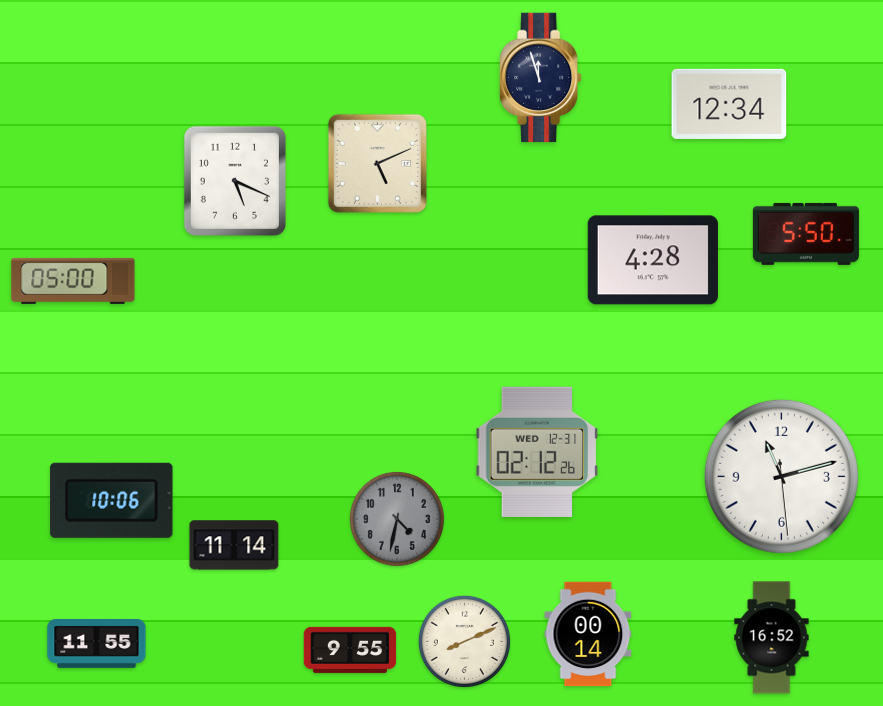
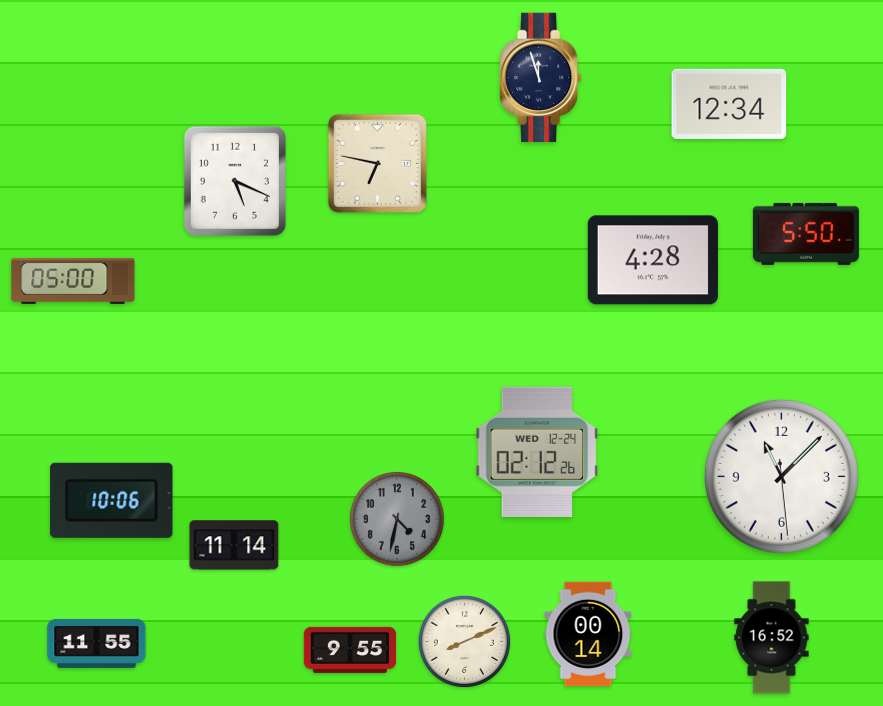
clock at (377, 163): 5:11 -> 6:47
clock at (537, 452) date: WED 12-31 -> WED 12-24
clock at (781, 476): 11:12 -> 11:07
